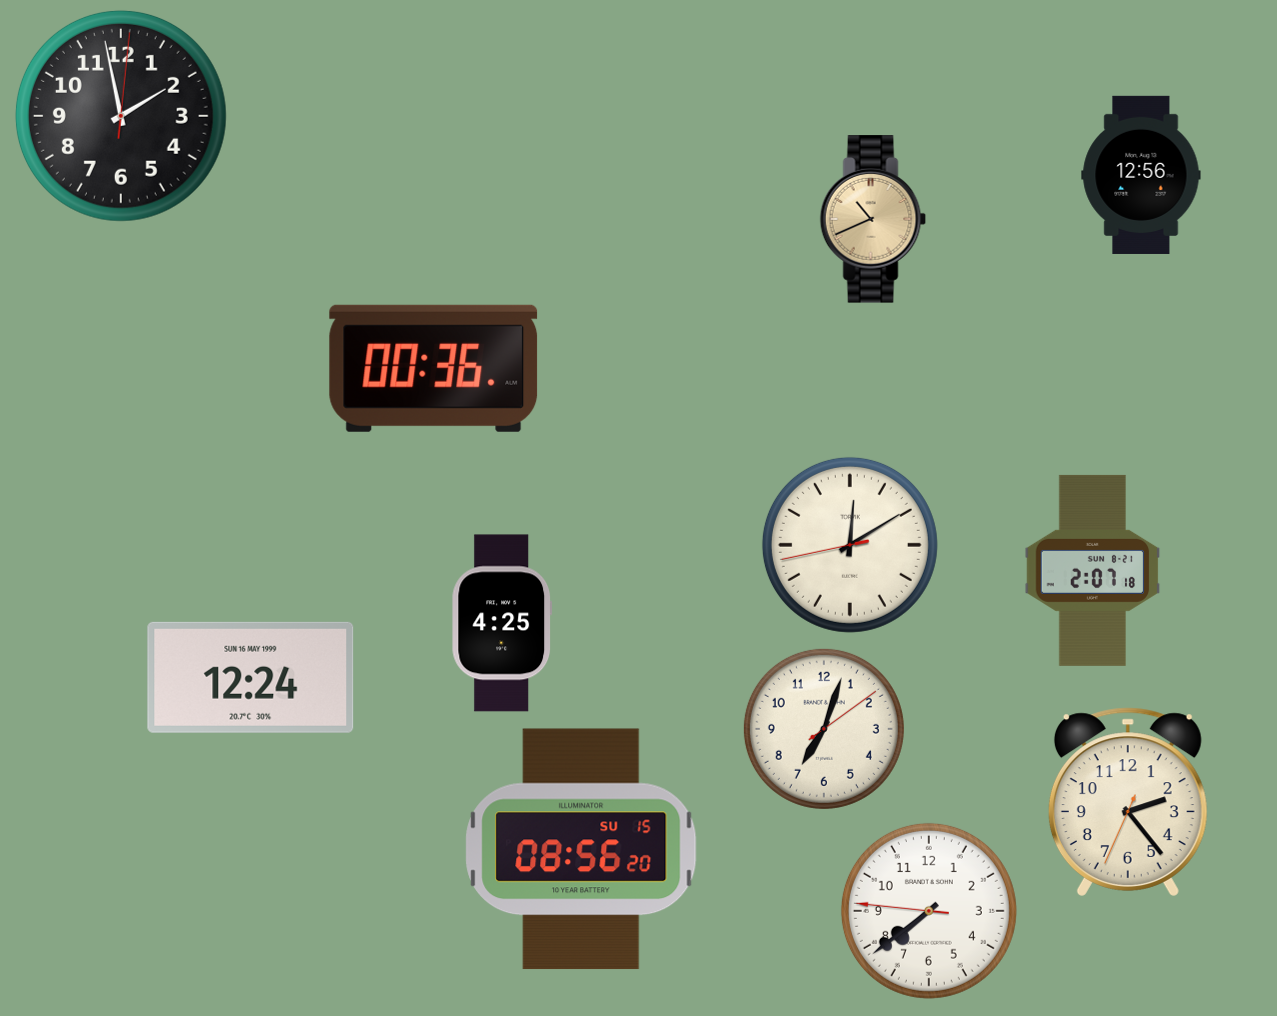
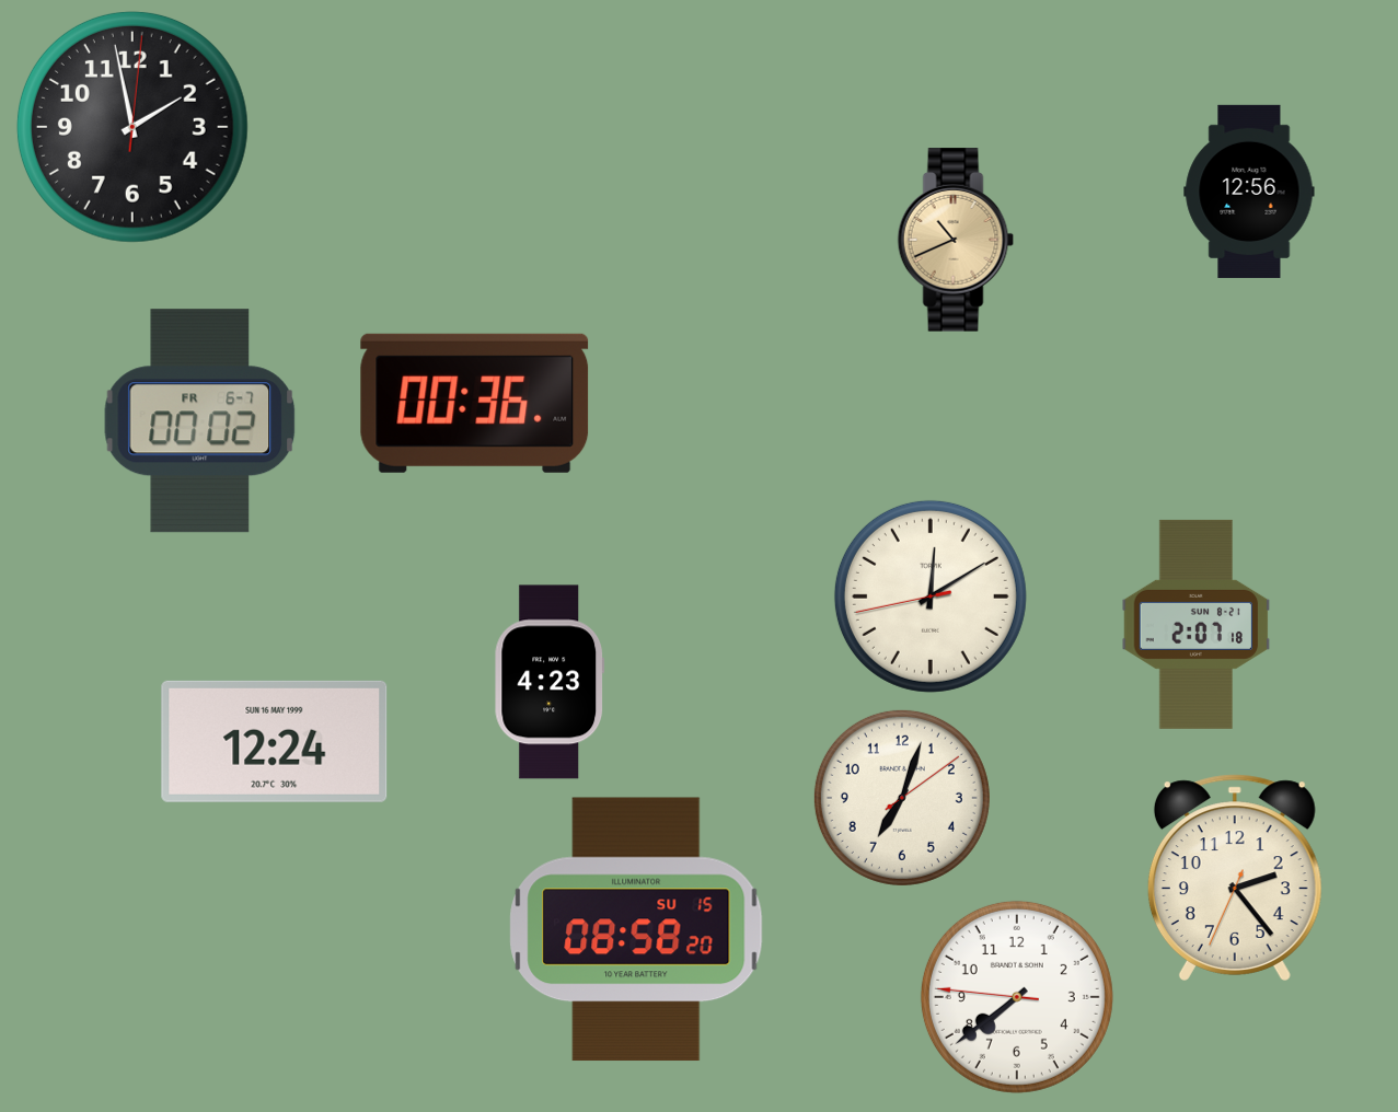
clock at (200, 421): none -> 00:02
clock at (502, 623): 4:25 -> 4:23
clock at (581, 849): 08:56 -> 08:58
